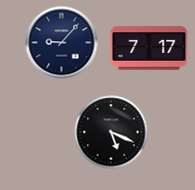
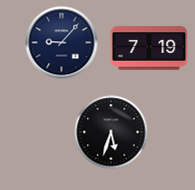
clock at (149, 48): 7:17 -> 7:19
clock at (111, 132): 5:19 -> 5:33
